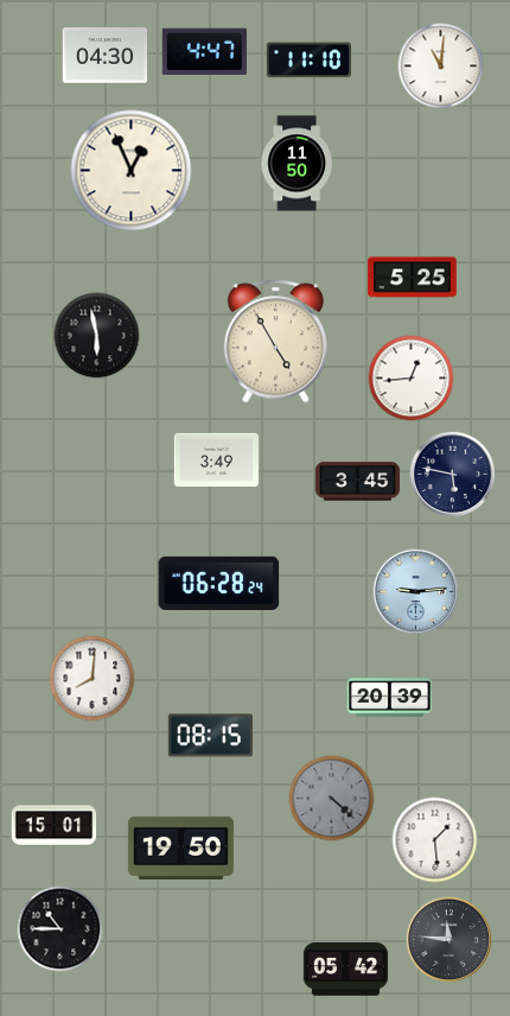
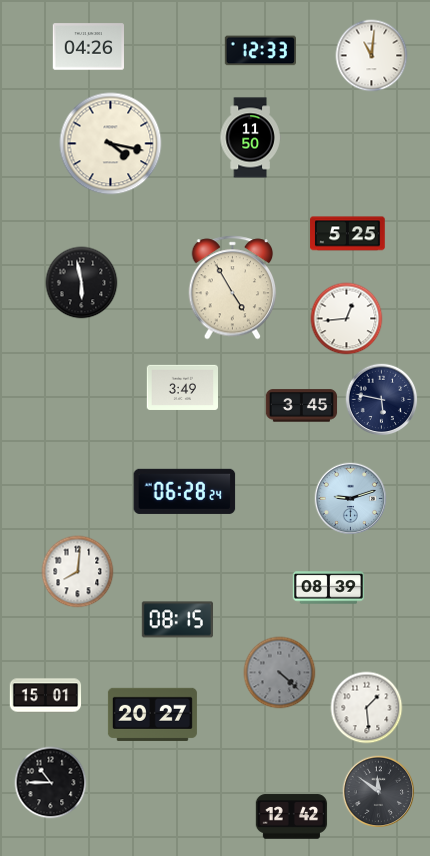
clock at (204, 51): 4:47 -> none
clock at (106, 56): 04:30 -> 04:26
clock at (308, 61): 11:10 -> 12:33
clock at (132, 171): 12:56 -> 4:17
clock at (416, 592): 9:14 -> 9:12
clock at (390, 698): 20:39 -> 08:39
clock at (180, 847): 19:50 -> 20:27
clock at (450, 940): 11:46 -> 11:51
clock at (346, 970): 05:42 -> 12:42
